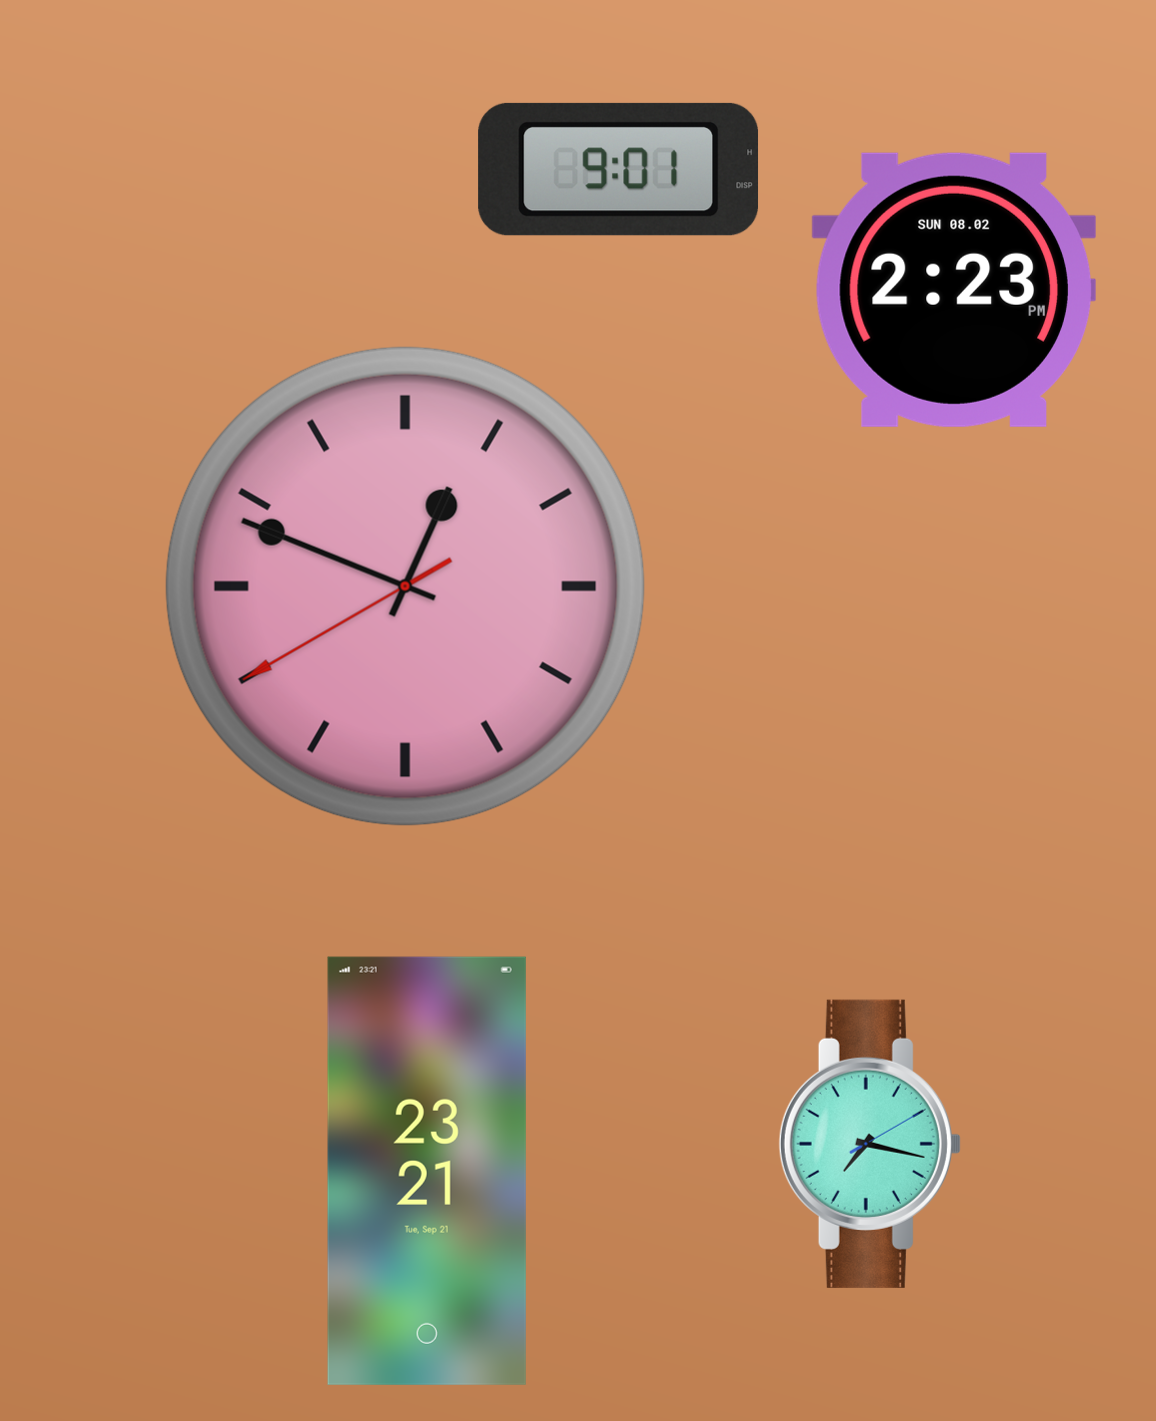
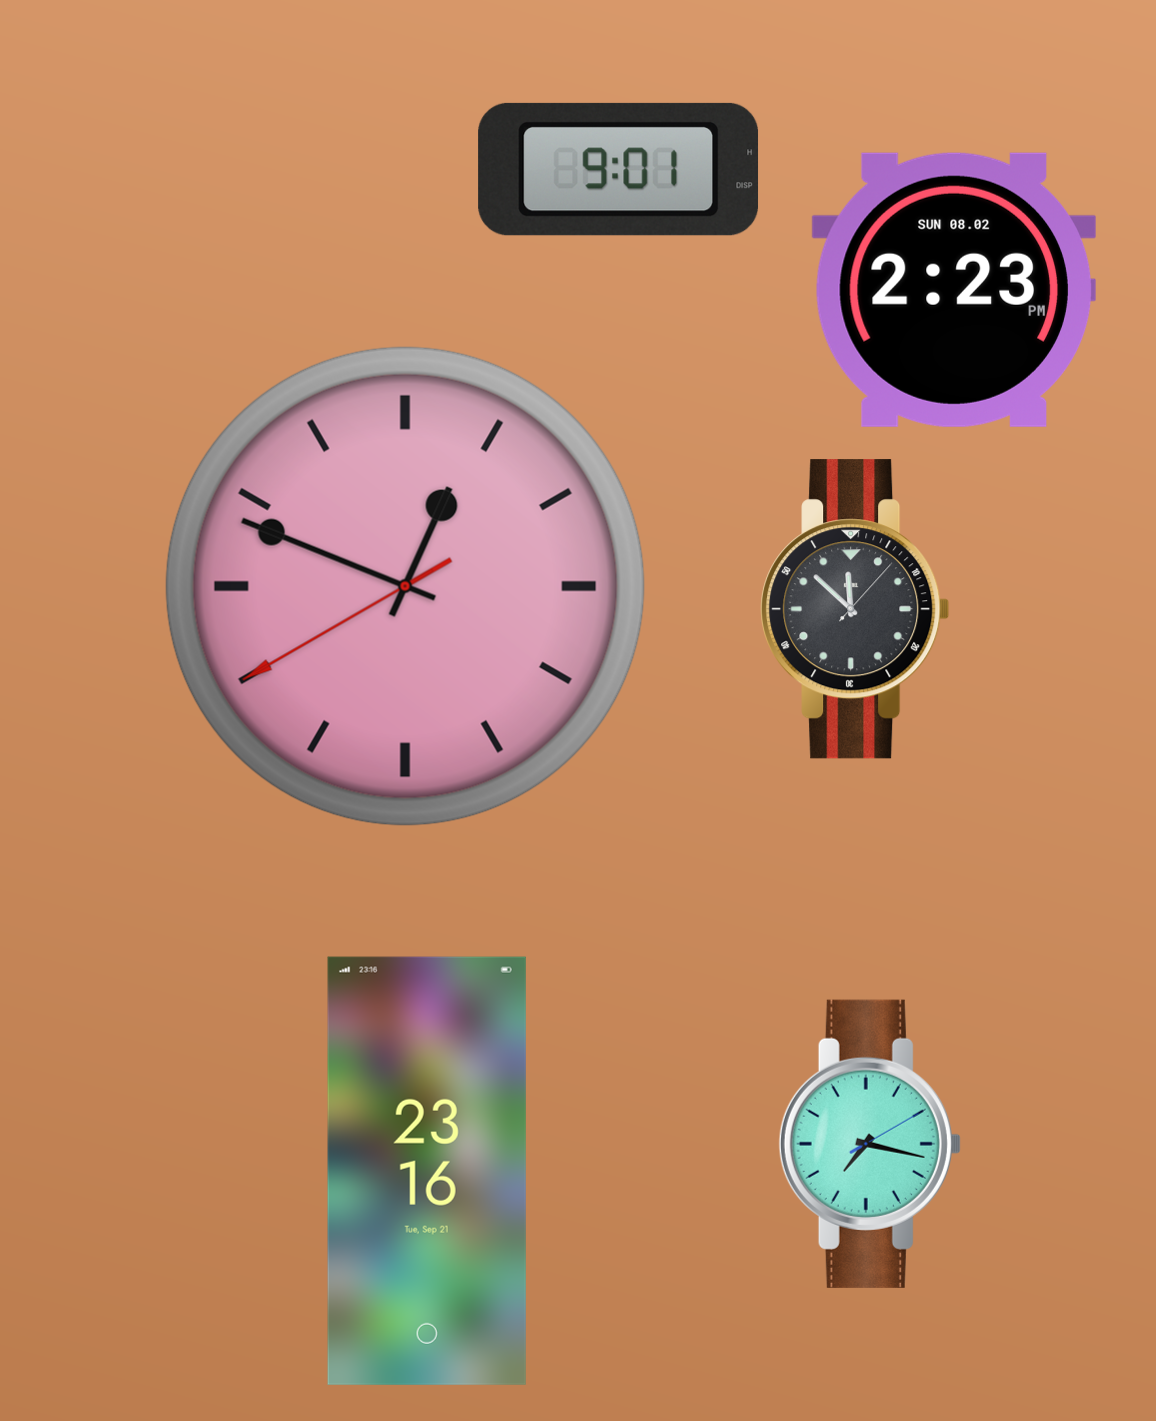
clock at (855, 609): none -> 11:52
clock at (427, 1171): 23:21 -> 23:16
